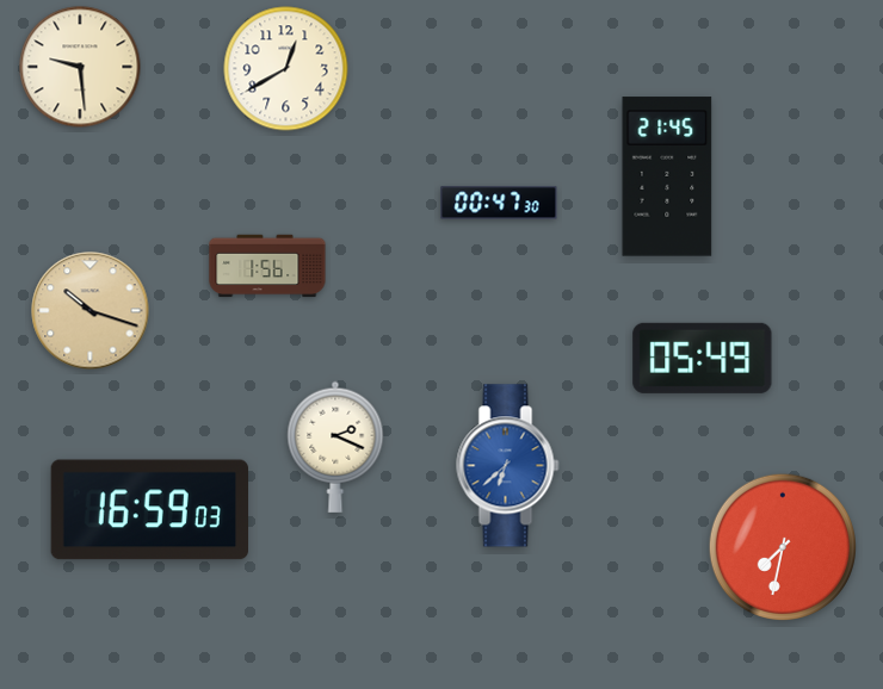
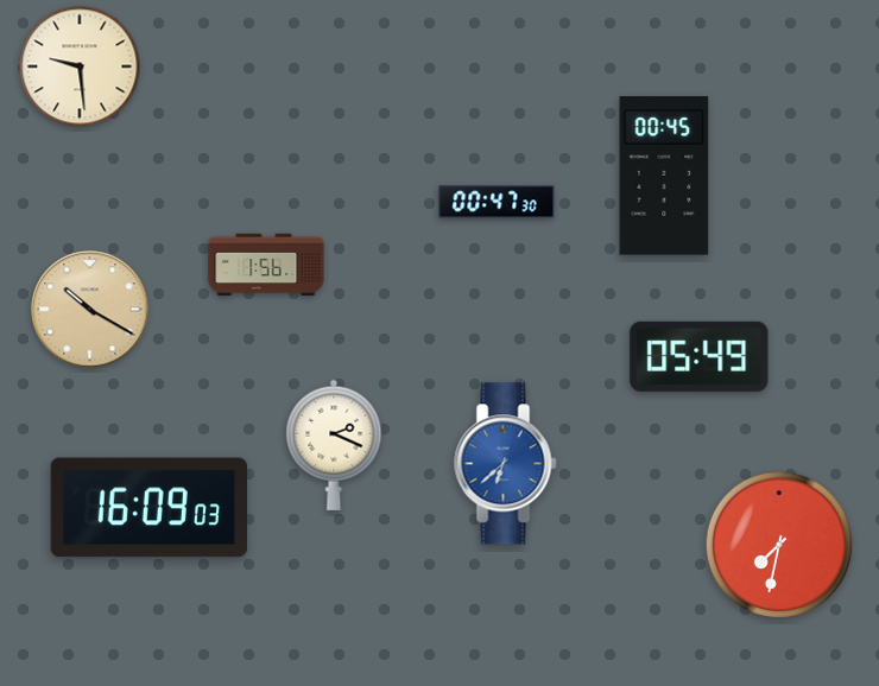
clock at (286, 69): 12:40 -> none
clock at (667, 176): 21:45 -> 00:45
clock at (91, 311): 10:18 -> 10:20
clock at (150, 510): 16:59 -> 16:09
